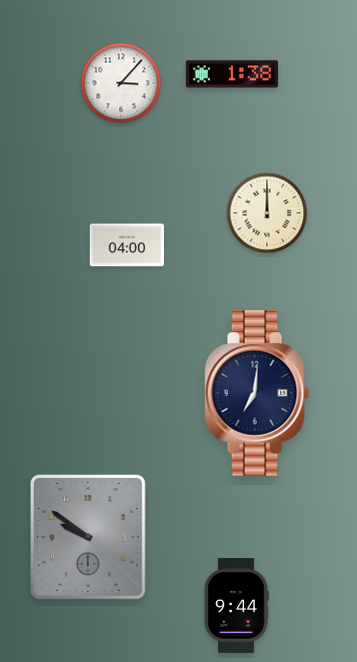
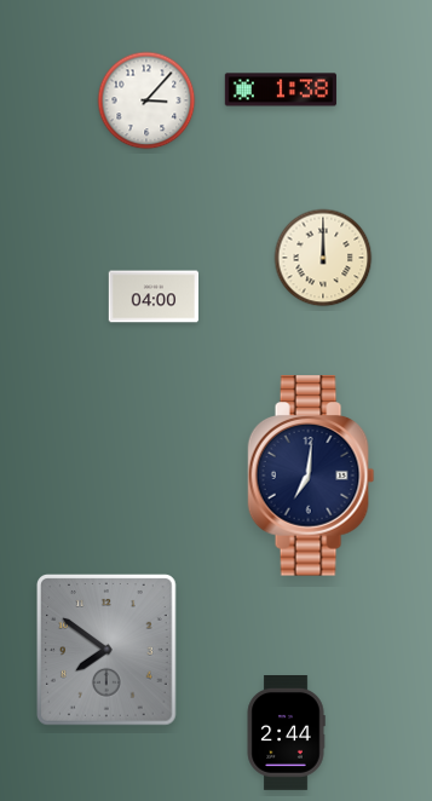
clock at (89, 538): 9:51 -> 7:51
clock at (236, 606): 9:44 -> 2:44
